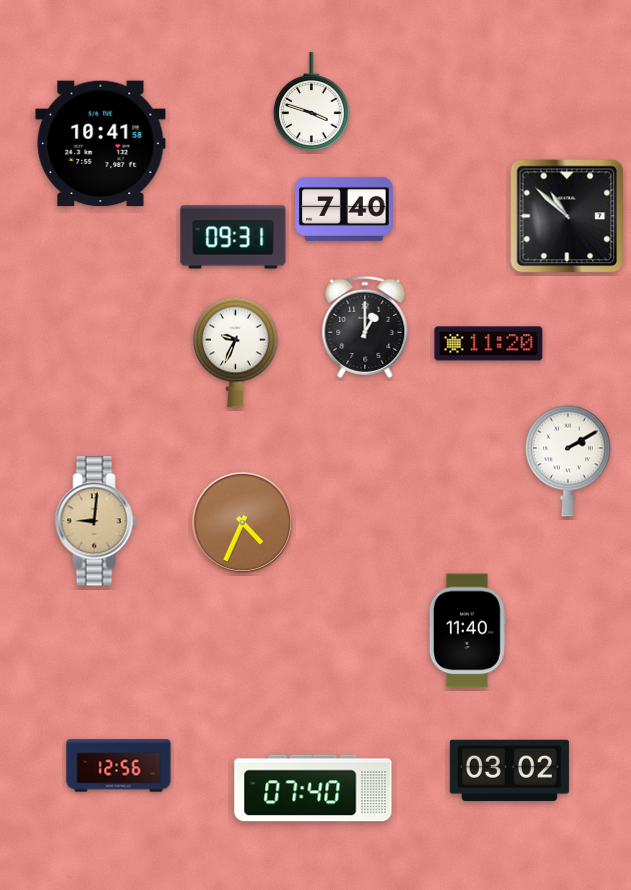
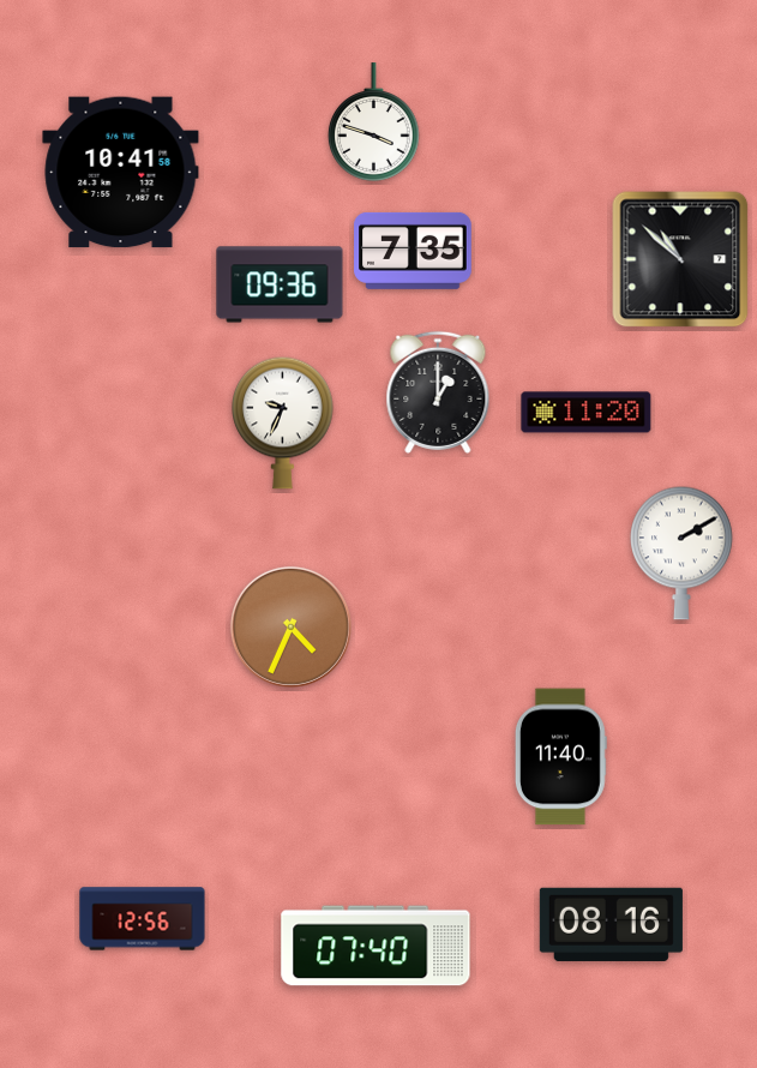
clock at (344, 209): 7:40 -> 7:35
clock at (233, 237): 09:31 -> 09:36
clock at (96, 521): 9:01 -> none
clock at (509, 770): 03:02 -> 08:16
